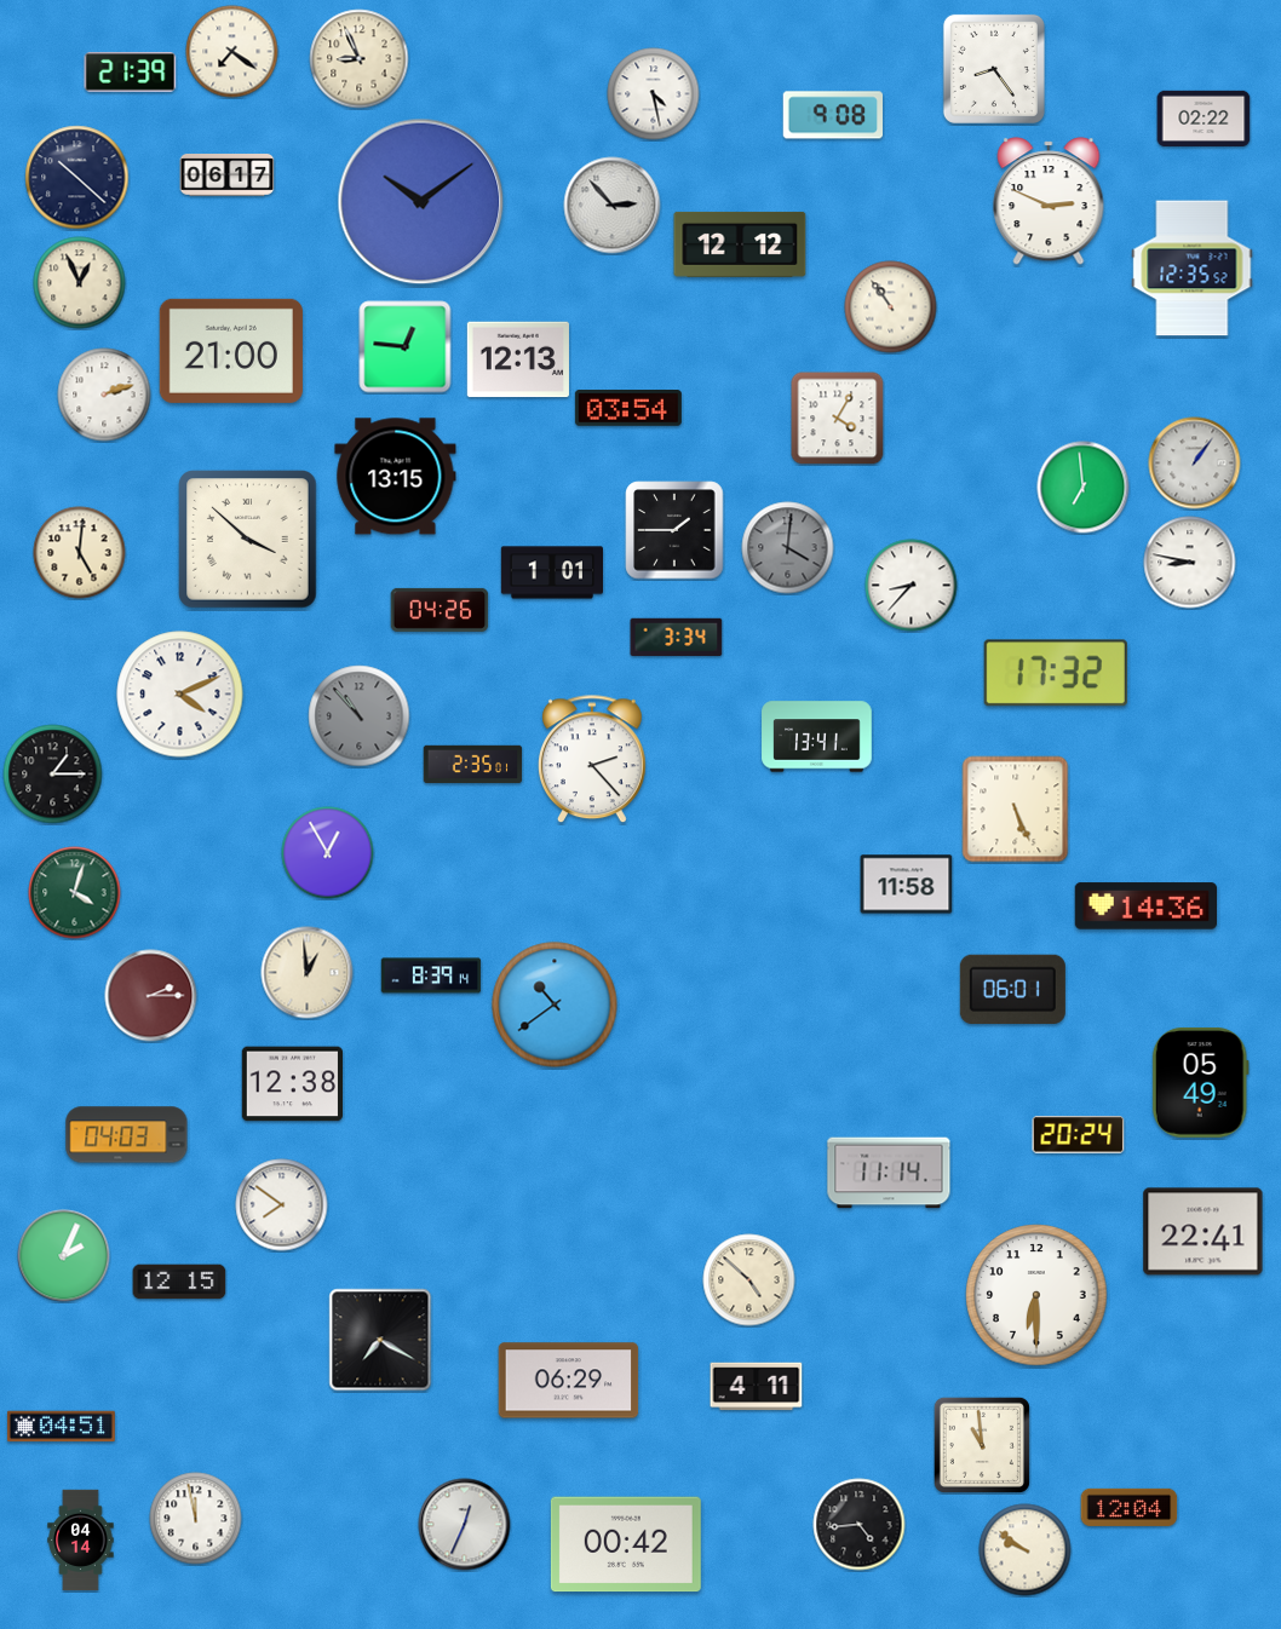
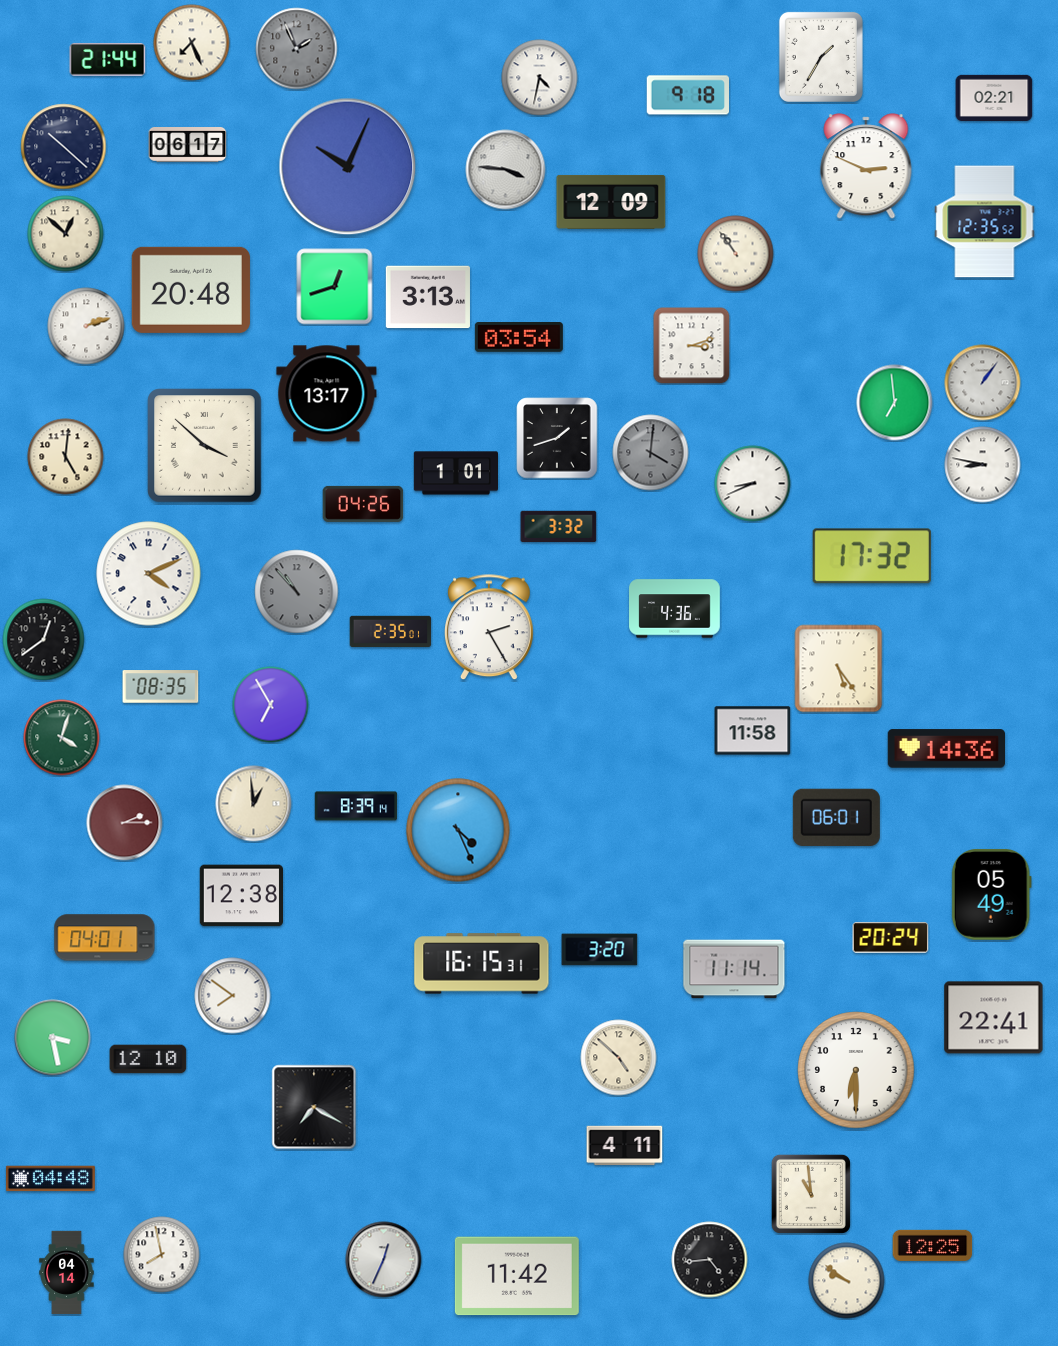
clock at (232, 52): 7:21 -> 7:26
clock at (360, 59): 8:56 -> 1:56
clock at (360, 59) dial: cream -> grey
clock at (994, 69): 8:24 -> 1:35
clock at (131, 73): 21:39 -> 21:44
clock at (654, 94): 4:28 -> 4:32
clock at (832, 115): 9:08 -> 9:18
clock at (1204, 117): 02:22 -> 02:21
clock at (421, 202): 10:09 -> 10:04
clock at (613, 206): 2:53 -> 3:46
clock at (740, 244): 12:12 -> 12:09
clock at (80, 283): 12:56 -> 12:52
clock at (406, 347): 12:46 -> 12:42
clock at (231, 351): 21:00 -> 20:48
clock at (518, 359): 12:13 -> 3:13
clock at (838, 419): 4:05 -> 3:12
clock at (1195, 464) position: (1195, 464) -> (983, 383)
clock at (396, 477): 13:15 -> 13:17
clock at (674, 530): 1:45 -> 1:42
clock at (912, 586): 8:37 -> 8:41
clock at (677, 637): 3:34 -> 3:32
clock at (817, 737): 13:41 -> 4:36
clock at (592, 760): 2:23 -> 2:25
clock at (53, 775): 1:15 -> 12:39
clock at (1016, 810): 5:26 -> 5:24
clock at (161, 687): none -> 08:35
clock at (328, 853): 12:55 -> 6:55
clock at (907, 885) position: (907, 885) -> (753, 731)
clock at (555, 1005): 10:39 -> 4:26
clock at (127, 1135): 04:03 -> 04:01
clock at (600, 950): none -> 3:20
clock at (482, 964): none -> 16:15
clock at (64, 1256): 2:04 -> 3:28
clock at (179, 1282): 12:15 -> 12:10
clock at (569, 1381): 06:29 -> none
clock at (61, 1427): 04:51 -> 04:48
clock at (1130, 1507): 12:04 -> 12:25
clock at (196, 1519): 11:58 -> 7:58
clock at (626, 1544): 00:42 -> 11:42
